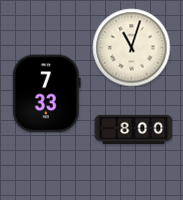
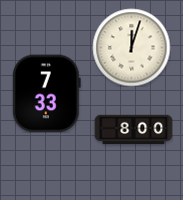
clock at (131, 47): 11:03 -> 12:03
